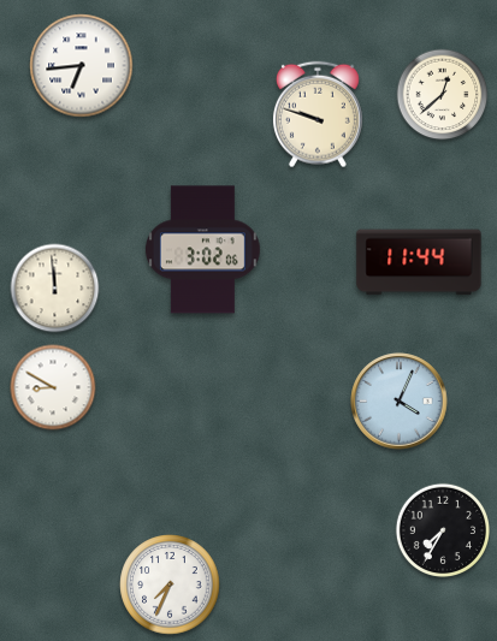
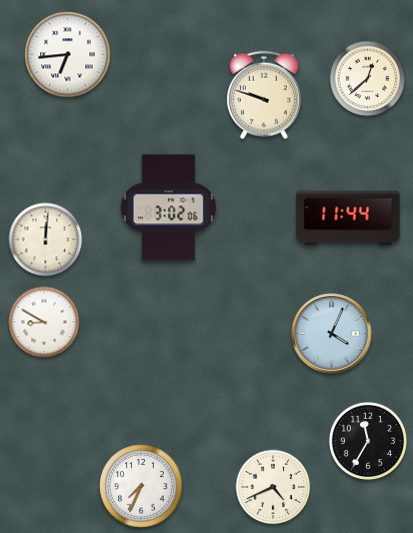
clock at (55, 289): 11:59 -> 12:01
clock at (442, 529): 7:35 -> 11:35
clock at (273, 487): none -> 4:41
